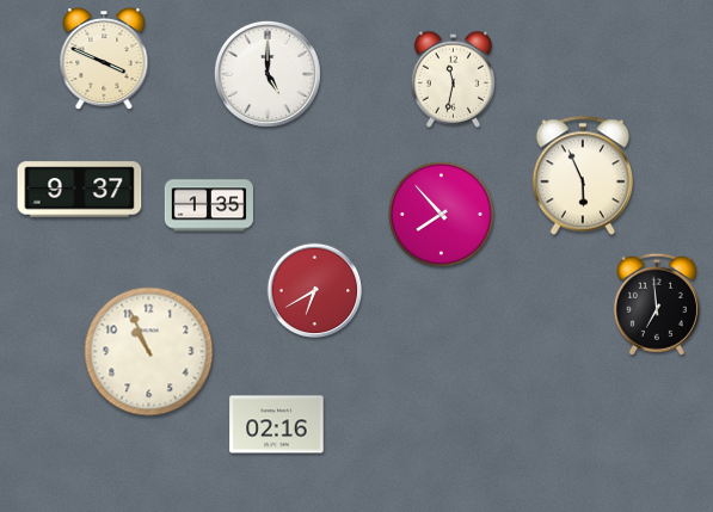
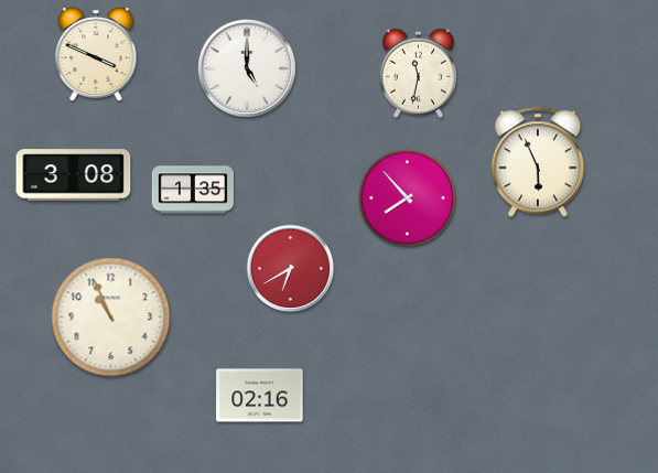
clock at (80, 190): 9:37 -> 3:08
clock at (657, 304): 6:59 -> none
clock at (149, 352) position: (149, 352) -> (111, 318)
clock at (277, 425) position: (277, 425) -> (260, 396)
